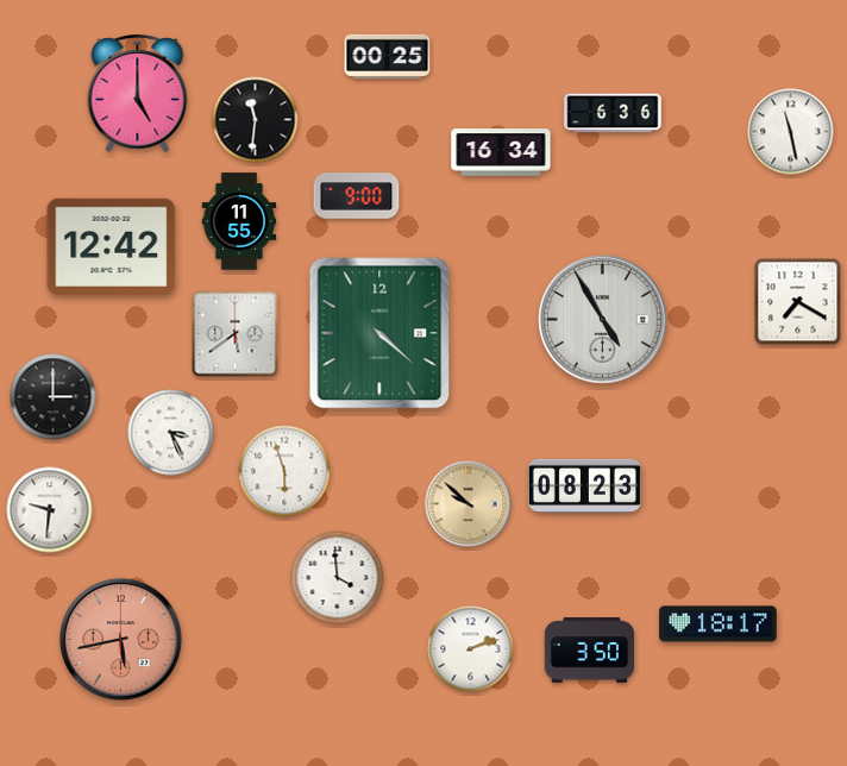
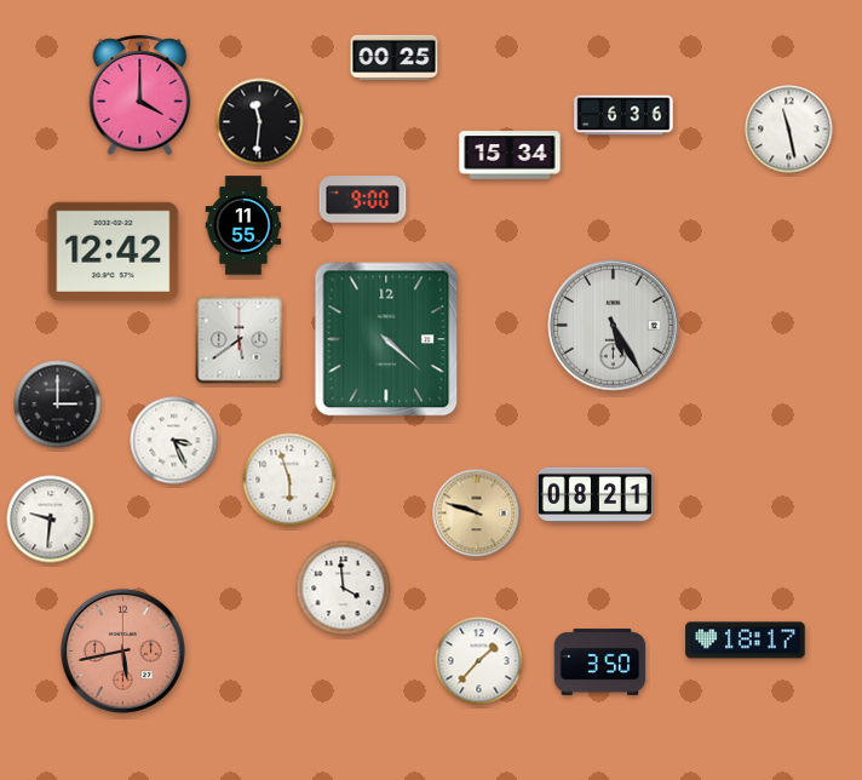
clock at (138, 93): 5:00 -> 4:00
clock at (791, 132) position: (791, 132) -> (789, 130)
clock at (501, 152): 16:34 -> 15:34
clock at (798, 302): 7:20 -> none
clock at (603, 320): 4:55 -> 5:25
clock at (54, 397) position: (54, 397) -> (58, 405)
clock at (584, 485): 08:23 -> 08:21
clock at (469, 504): 9:52 -> 9:48
clock at (719, 624) position: (719, 624) -> (746, 641)
clock at (471, 649): 2:12 -> 1:37
